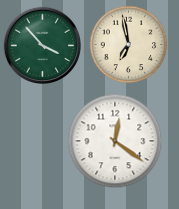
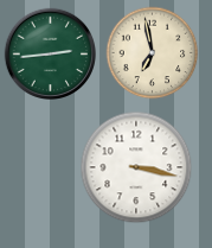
clock at (42, 45): 3:53 -> 2:44
clock at (115, 141): 12:21 -> 3:17
